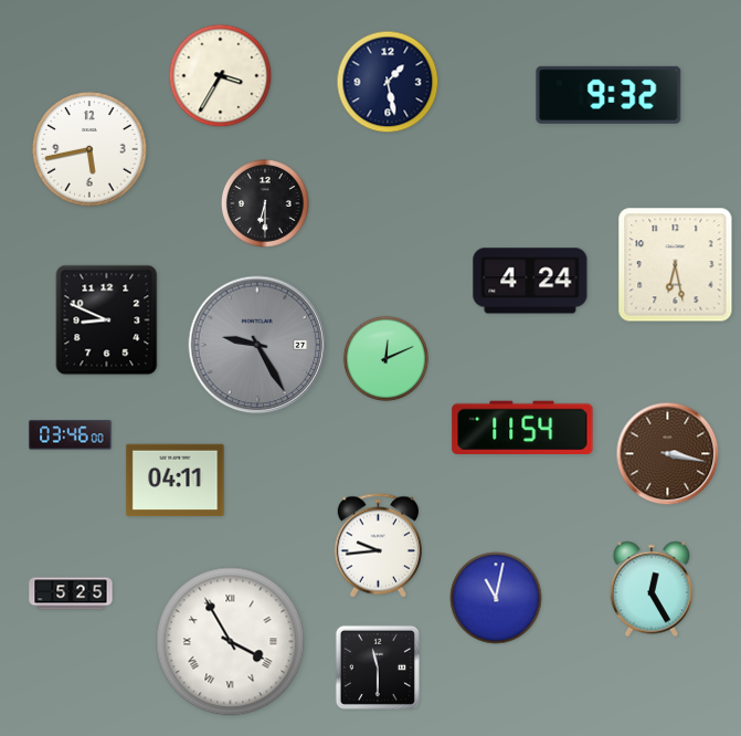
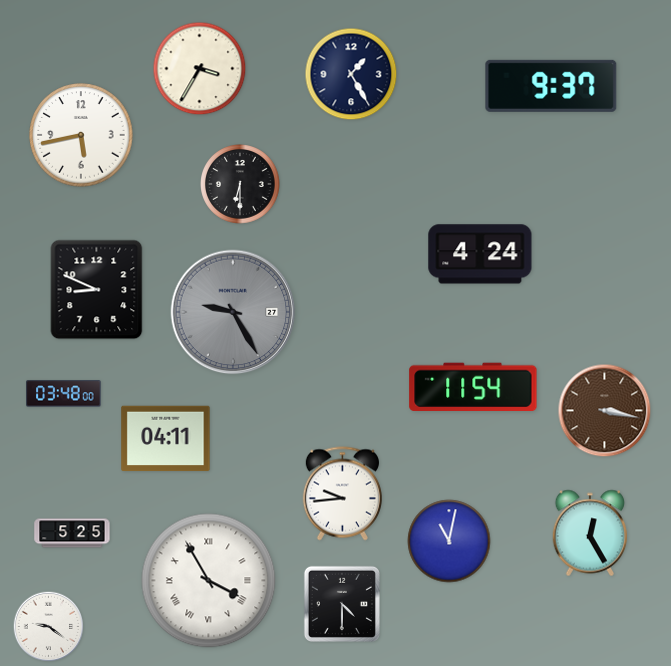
clock at (388, 82): 1:28 -> 1:25
clock at (608, 95): 9:32 -> 9:37
clock at (676, 265): 6:28 -> none
clock at (385, 358): 12:11 -> none
clock at (71, 435): 03:46 -> 03:48
clock at (176, 481) position: (176, 481) -> (166, 439)
clock at (71, 593) position: (71, 593) -> (72, 533)
clock at (378, 667): 11:30 -> 4:30
clock at (49, 627): none -> 9:21
